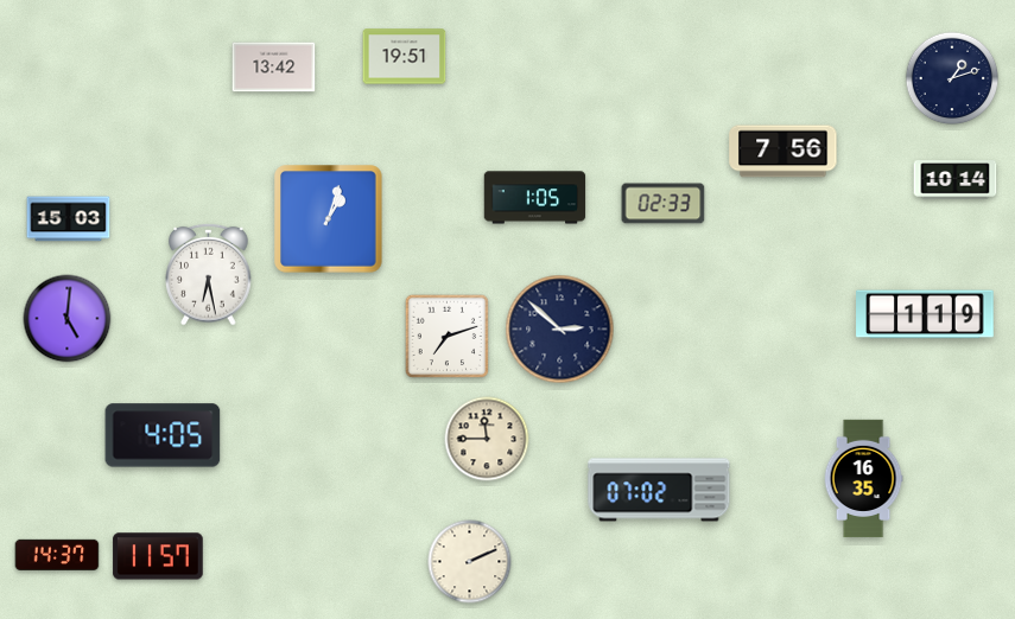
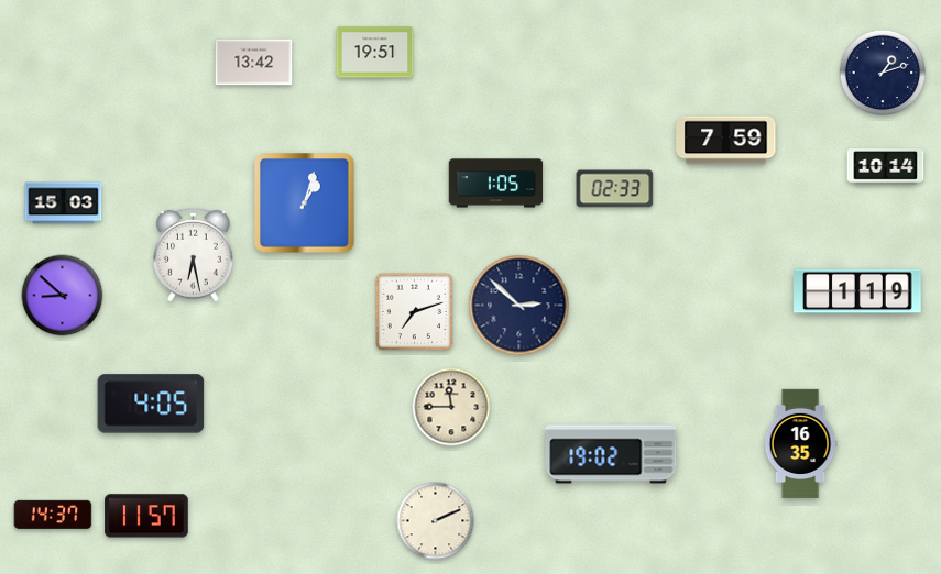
clock at (784, 152): 7:56 -> 7:59
clock at (68, 319): 5:01 -> 8:52
clock at (659, 490): 07:02 -> 19:02
